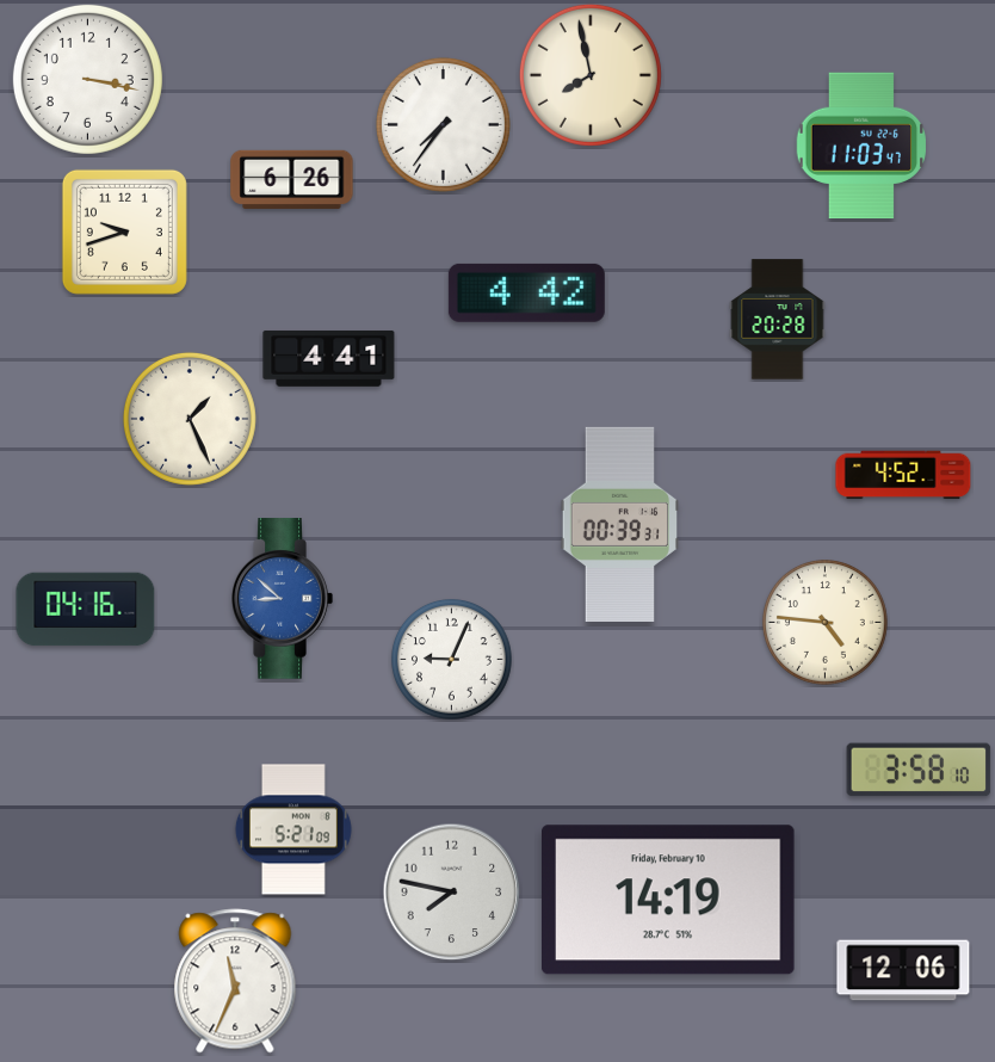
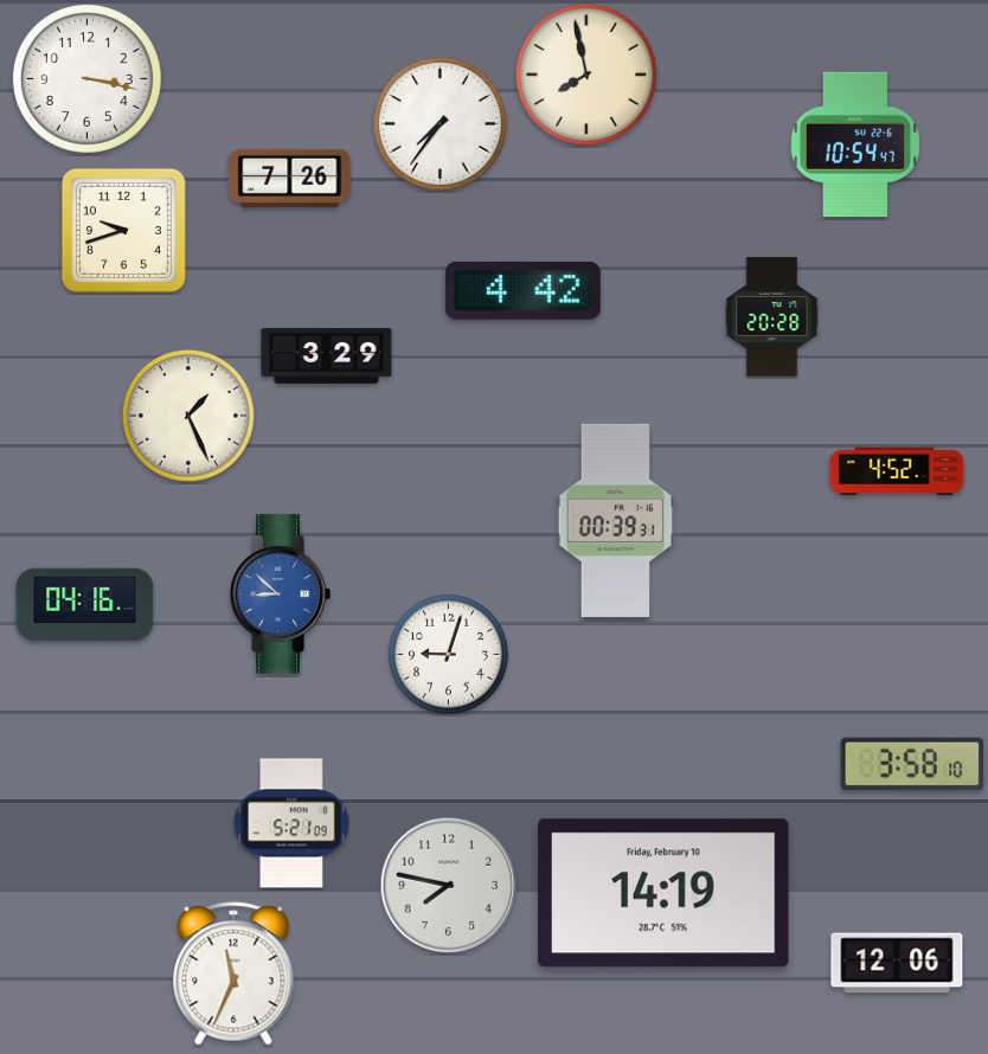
clock at (861, 146): 11:03 -> 10:54
clock at (292, 179): 6:26 -> 7:26
clock at (329, 358): 4:41 -> 3:29
clock at (824, 622): 4:46 -> none
clock at (452, 660): 9:04 -> 9:03
